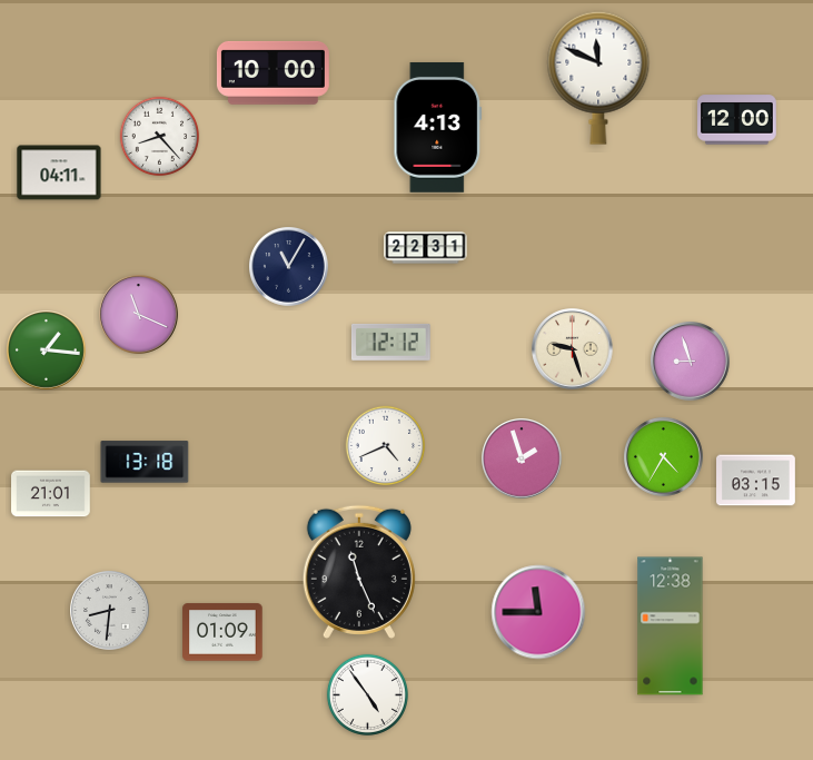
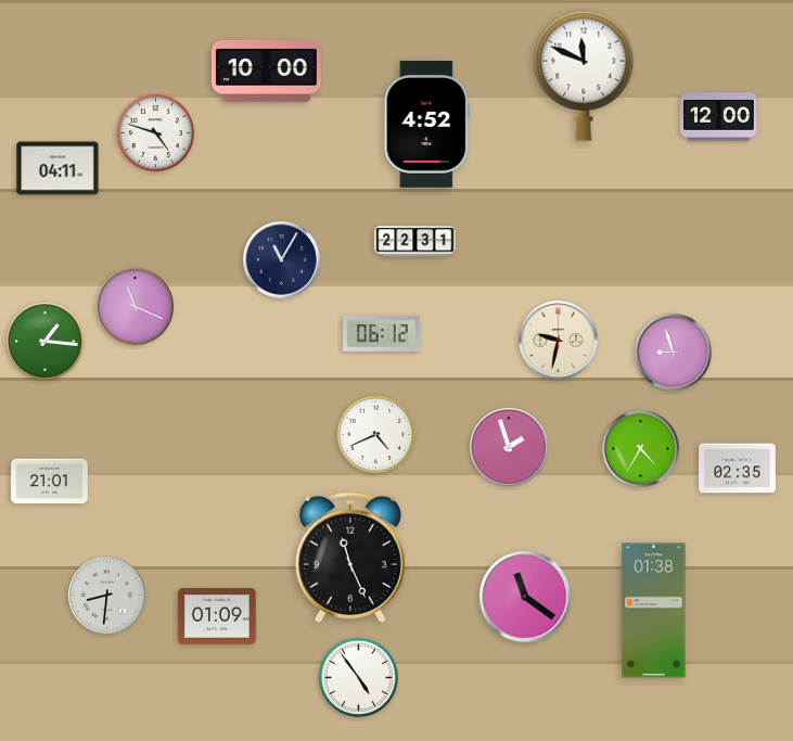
clock at (438, 127): 4:13 -> 4:52
clock at (160, 137): 8:23 -> 4:48
clock at (390, 342): 12:12 -> 06:12
clock at (573, 349): 9:27 -> 9:32
clock at (664, 457) position: (664, 457) -> (641, 449)
clock at (145, 462): 13:18 -> none
clock at (756, 481): 03:15 -> 02:35
clock at (538, 612): 11:45 -> 11:21
clock at (671, 626): 12:38 -> 01:38
